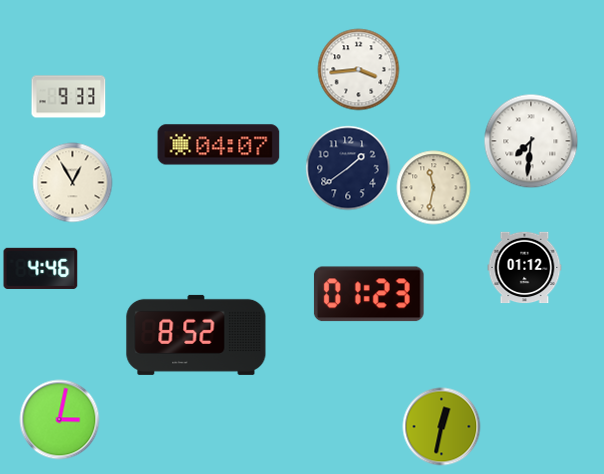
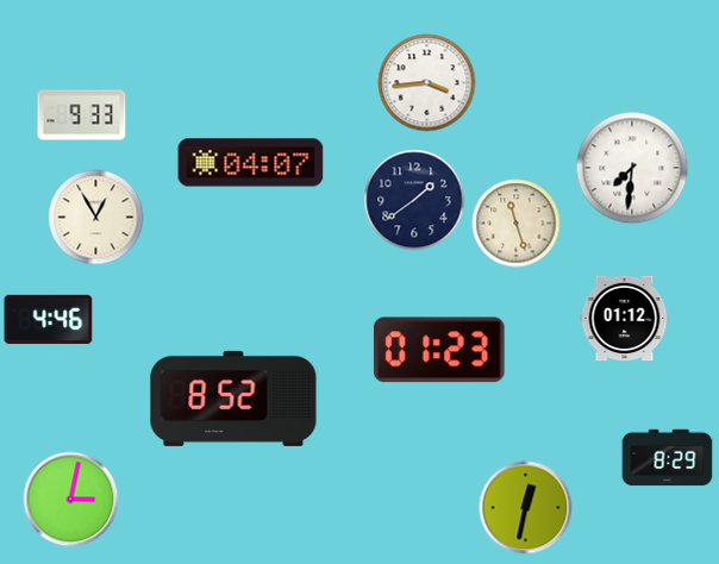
clock at (219, 145) position: (219, 145) -> (251, 163)
clock at (73, 183) position: (73, 183) -> (96, 218)
clock at (434, 188): 11:32 -> 11:27
clock at (668, 458): none -> 8:29
